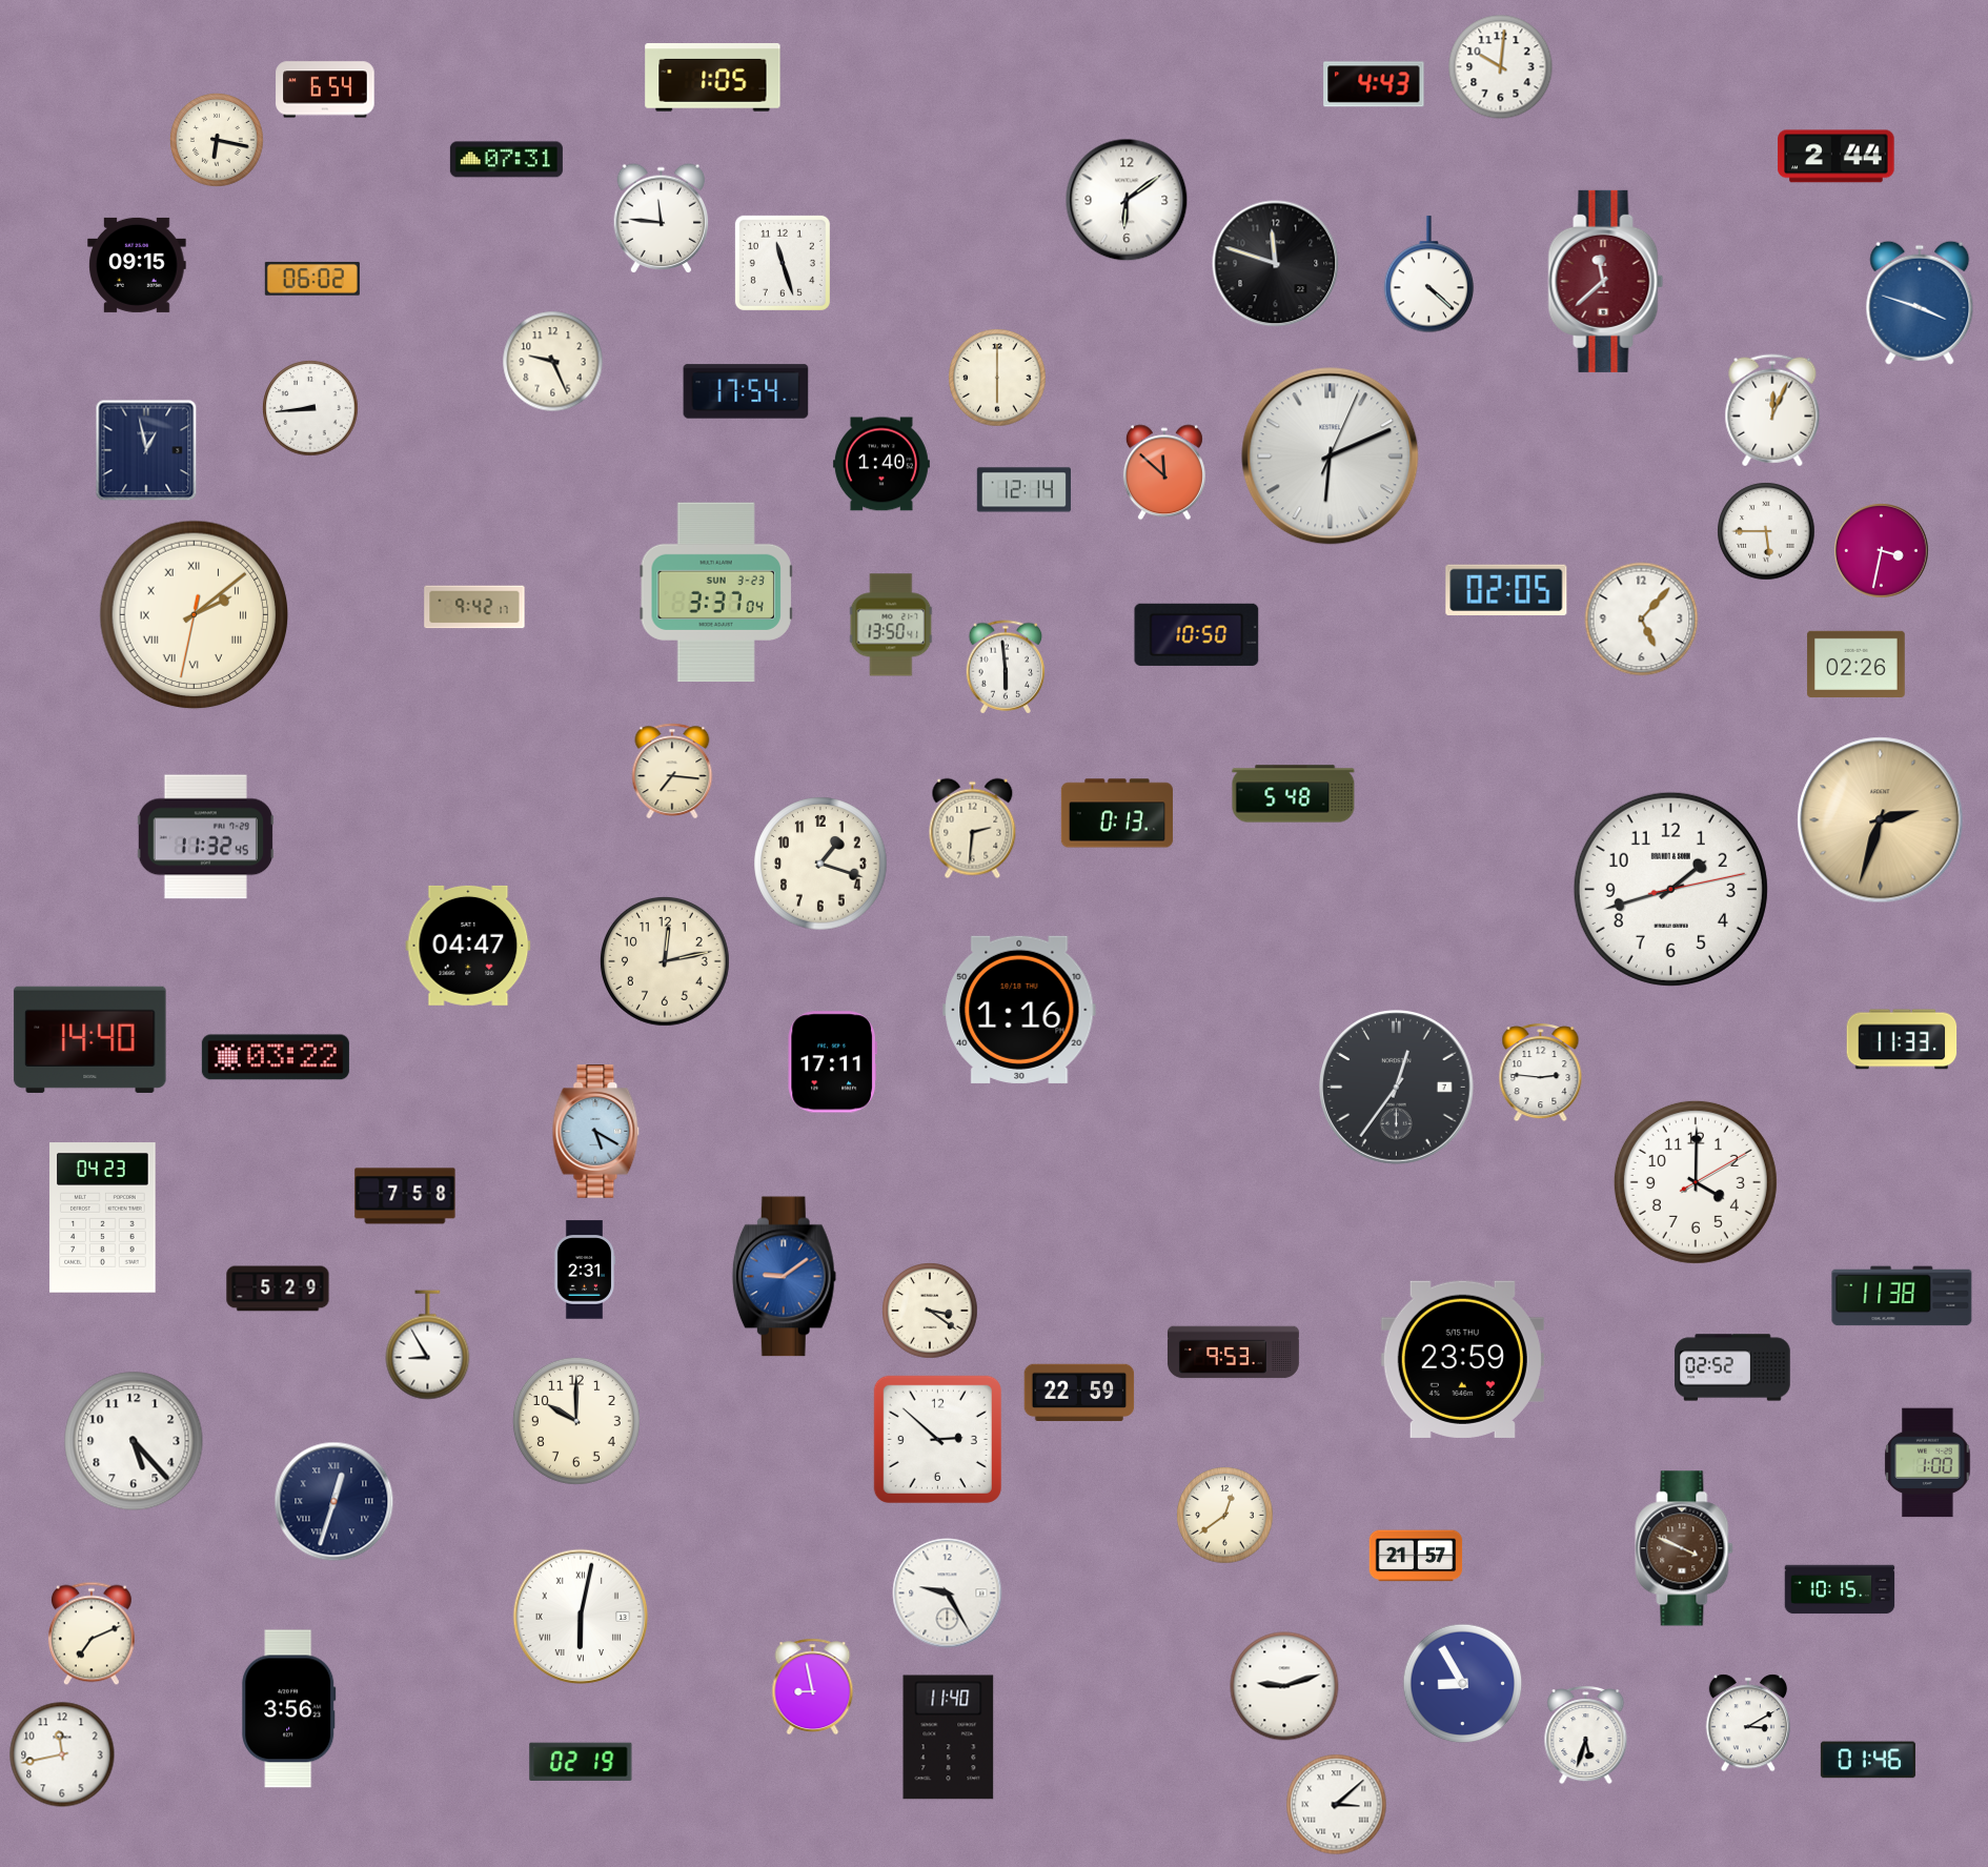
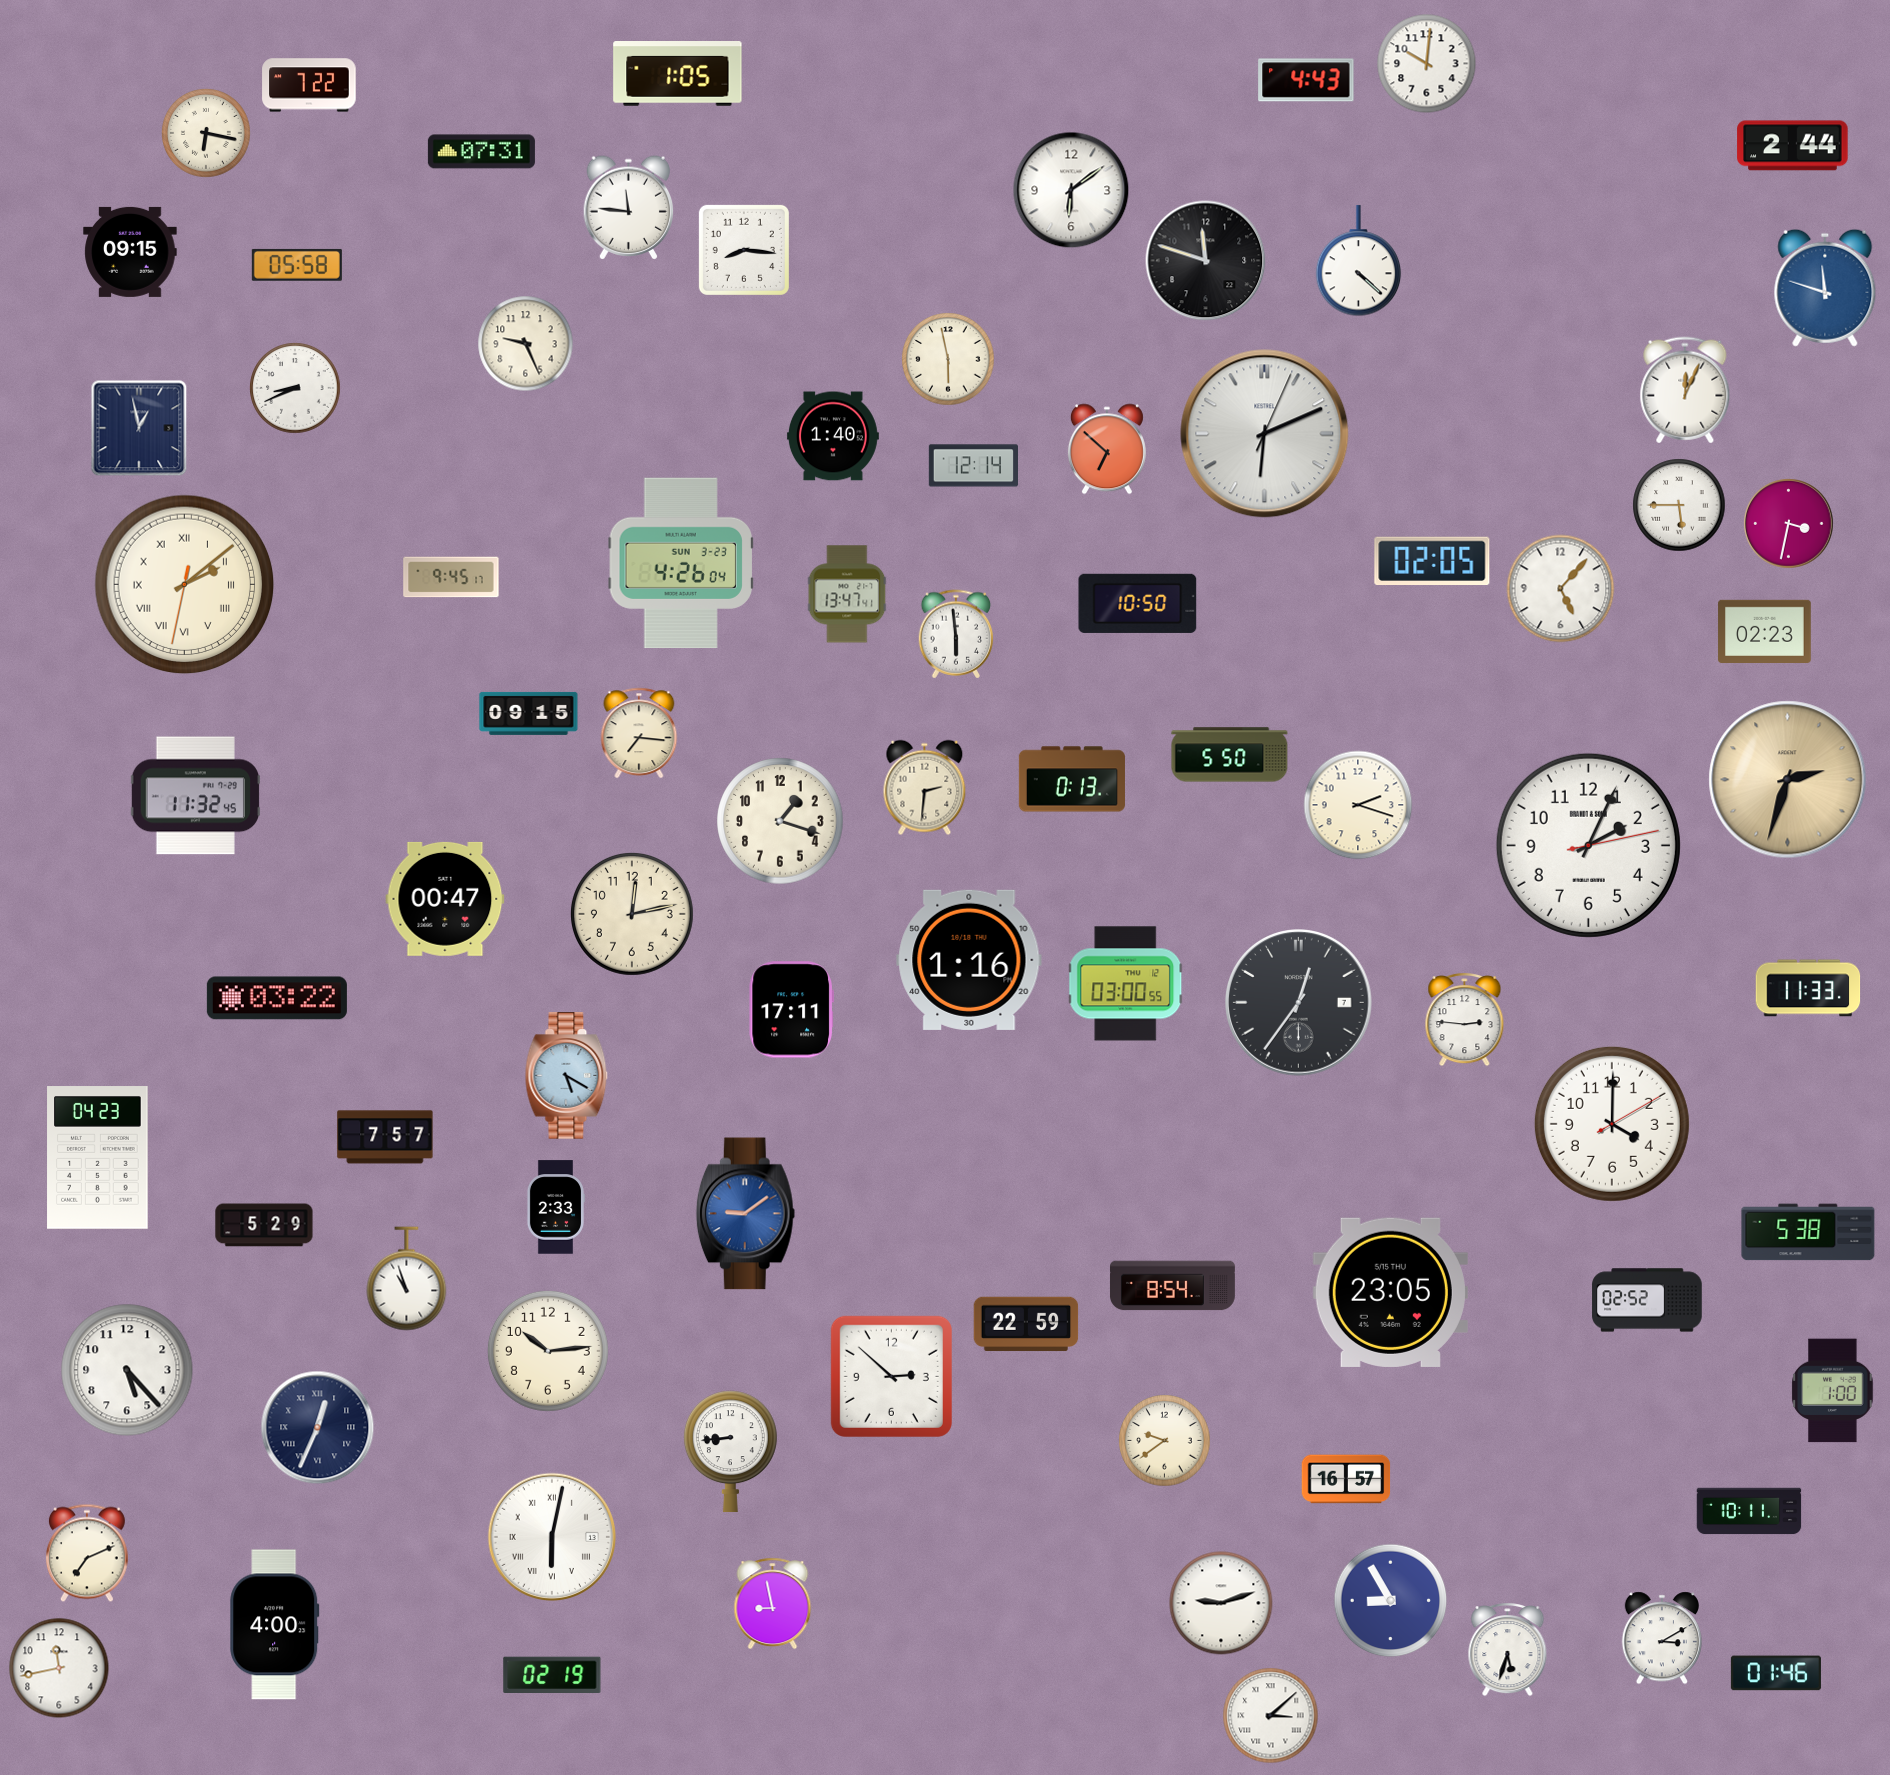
clock at (325, 89): 6:54 -> 7:22
clock at (1837, 157) position: (1837, 157) -> (1793, 146)
clock at (783, 263): 11:27 -> 8:16
clock at (1276, 264) position: (1276, 264) -> (1206, 261)
clock at (312, 279): 06:02 -> 05:58
clock at (1606, 281): 11:38 -> none
clock at (1920, 303): 3:48 -> 11:48
clock at (997, 378): 6:00 -> 5:58
clock at (746, 391): 17:54 -> none
clock at (310, 408): 8:44 -> 8:41
clock at (881, 464) position: (881, 464) -> (833, 436)
clock at (1164, 472): 11:52 -> 6:52
clock at (716, 592): 3:37 -> 4:26
clock at (474, 607): 9:42 -> 9:45
clock at (891, 625): 13:50 -> 13:47
clock at (1857, 664): 02:26 -> 02:23
clock at (529, 713): none -> 09:15
clock at (1294, 794): 5:48 -> 5:50
clock at (1117, 813) position: (1117, 813) -> (1072, 779)
clock at (1358, 805): none -> 2:18
clock at (1670, 889): 1:42 -> 2:04
clock at (468, 946): 04:47 -> 00:47
clock at (1126, 984): none -> 03:00
clock at (90, 1039): 14:40 -> none
clock at (276, 1057) position: (276, 1057) -> (277, 998)
clock at (1397, 1088) position: (1397, 1088) -> (1299, 1003)
clock at (405, 1196): 7:58 -> 7:57
clock at (584, 1270): 2:31 -> 2:33
clock at (1902, 1296): 11:38 -> 5:38
clock at (930, 1311): 3:21 -> none
clock at (428, 1345): 8:55 -> 10:57
clock at (1233, 1353): 9:53 -> 8:54
clock at (1462, 1359): 23:59 -> 23:05
clock at (576, 1421): 10:00 -> 10:14
clock at (937, 1439) position: (937, 1439) -> (891, 1376)
clock at (334, 1502): 12:33 -> 12:34
clock at (1225, 1516): 12:39 -> 9:39
clock at (730, 1452): none -> 8:44
clock at (1684, 1548): 3:49 -> none
clock at (1416, 1556): 21:57 -> 16:57
clock at (1840, 1589): 10:15 -> 10:11
clock at (948, 1594): 9:25 -> none
clock at (289, 1709): 3:56 -> 4:00
clock at (949, 1738): 11:40 -> none
